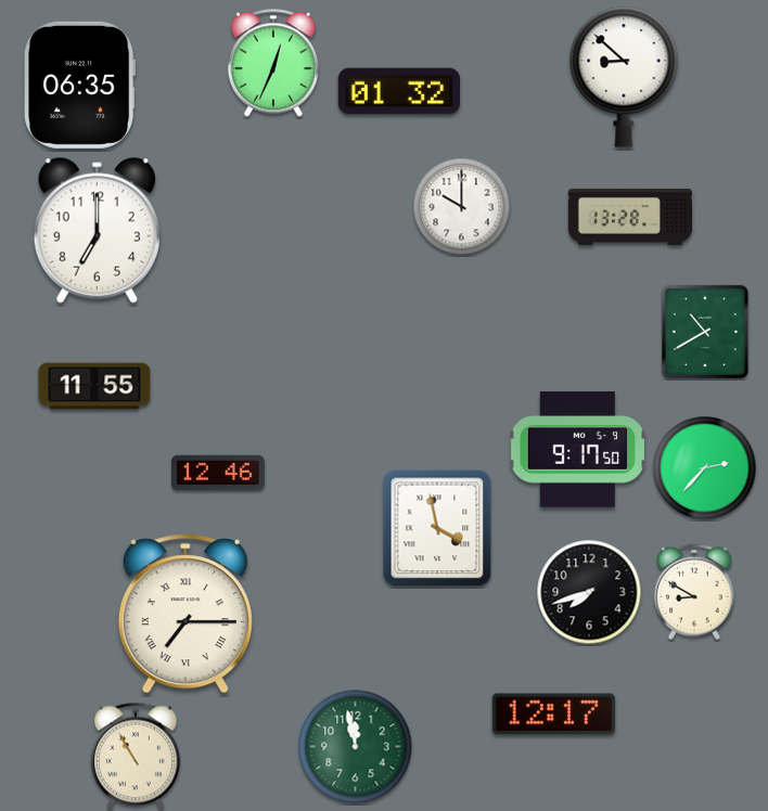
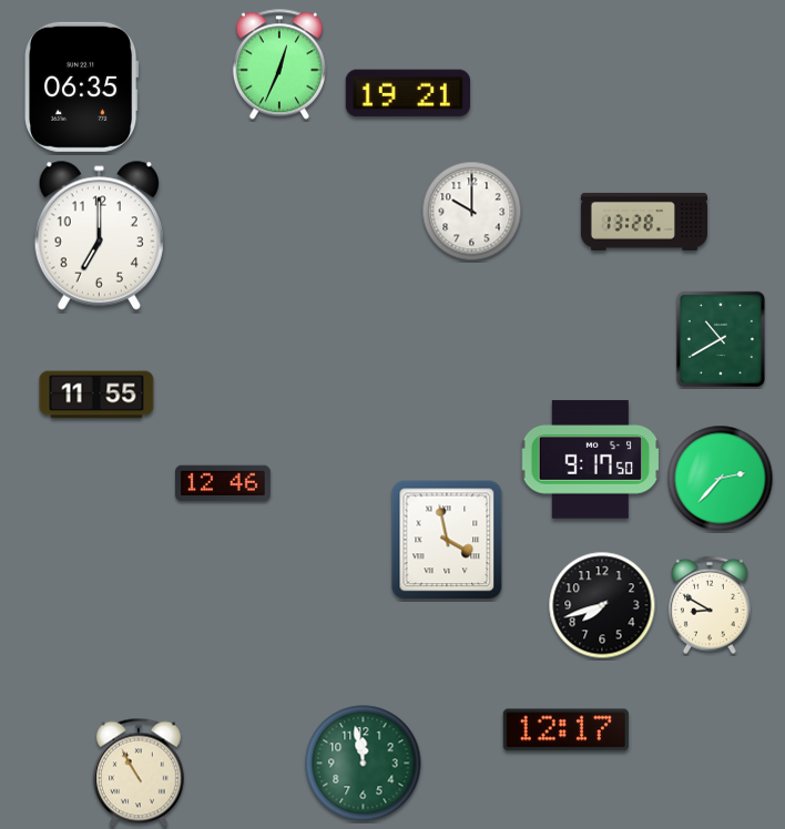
clock at (624, 77): 8:52 -> none
clock at (398, 91): 01:32 -> 19:21
clock at (185, 614): 7:15 -> none
